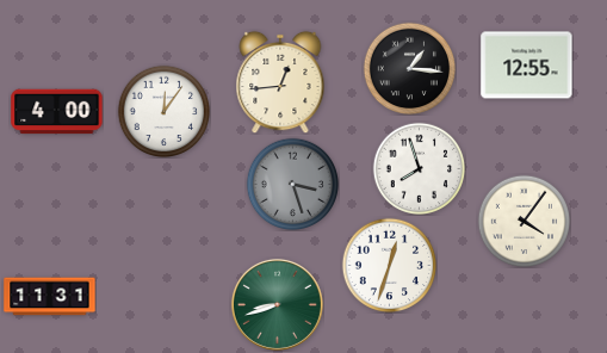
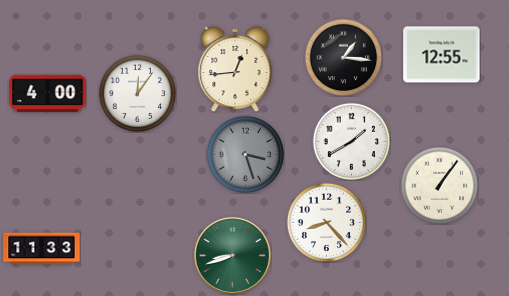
clock at (419, 168): 7:57 -> 1:40
clock at (524, 221): 4:06 -> 1:06
clock at (389, 265): 12:33 -> 8:23
clock at (50, 297): 11:31 -> 11:33
